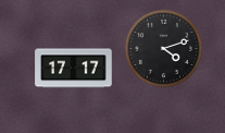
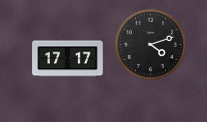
clock at (74, 69) position: (74, 69) -> (68, 59)
